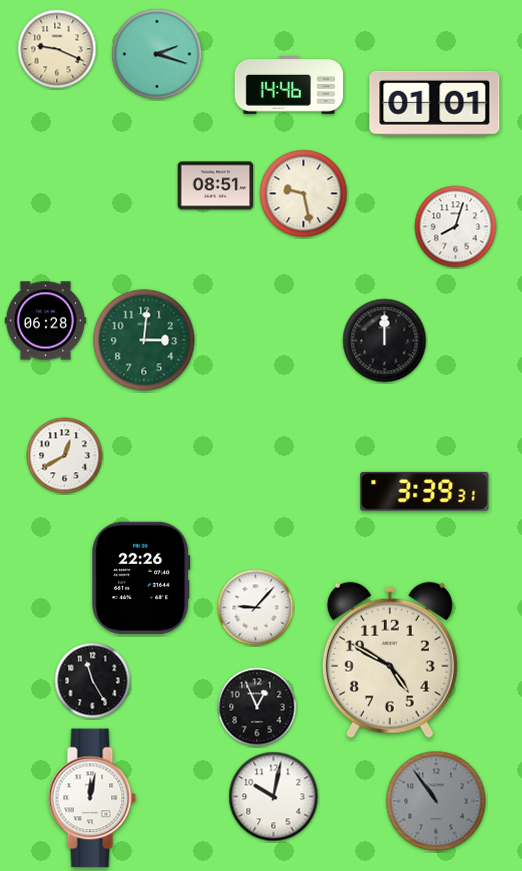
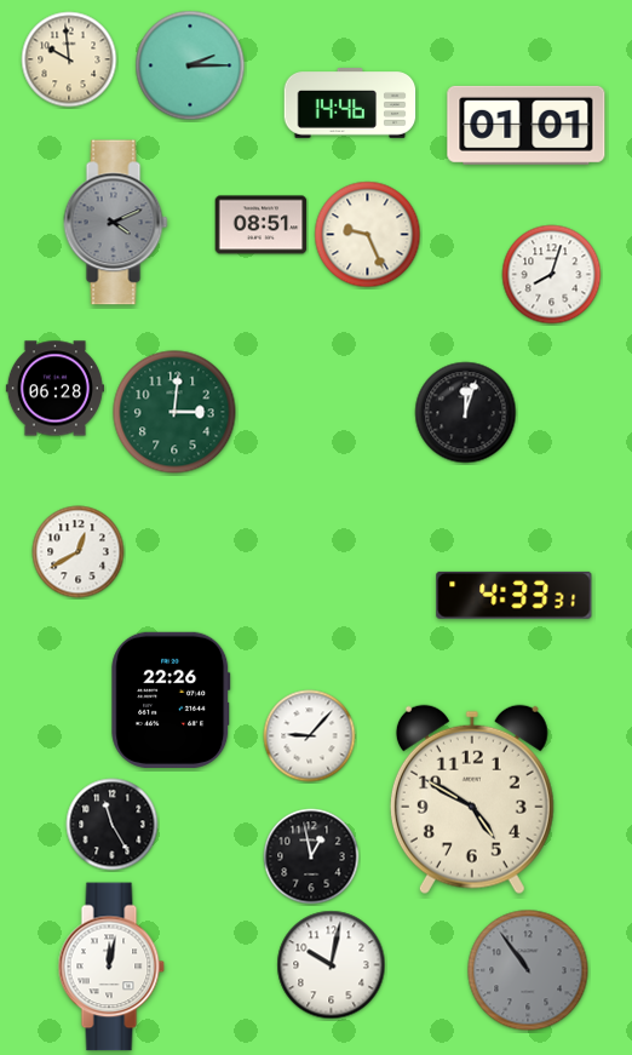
clock at (57, 49): 9:19 -> 9:59
clock at (157, 54): 2:18 -> 2:15
clock at (116, 223): none -> 4:11
clock at (304, 194): 9:28 -> 9:26
clock at (385, 341): 12:00 -> 12:03
clock at (425, 491): 3:39 -> 4:33
clock at (257, 707): 12:56 -> 12:58
